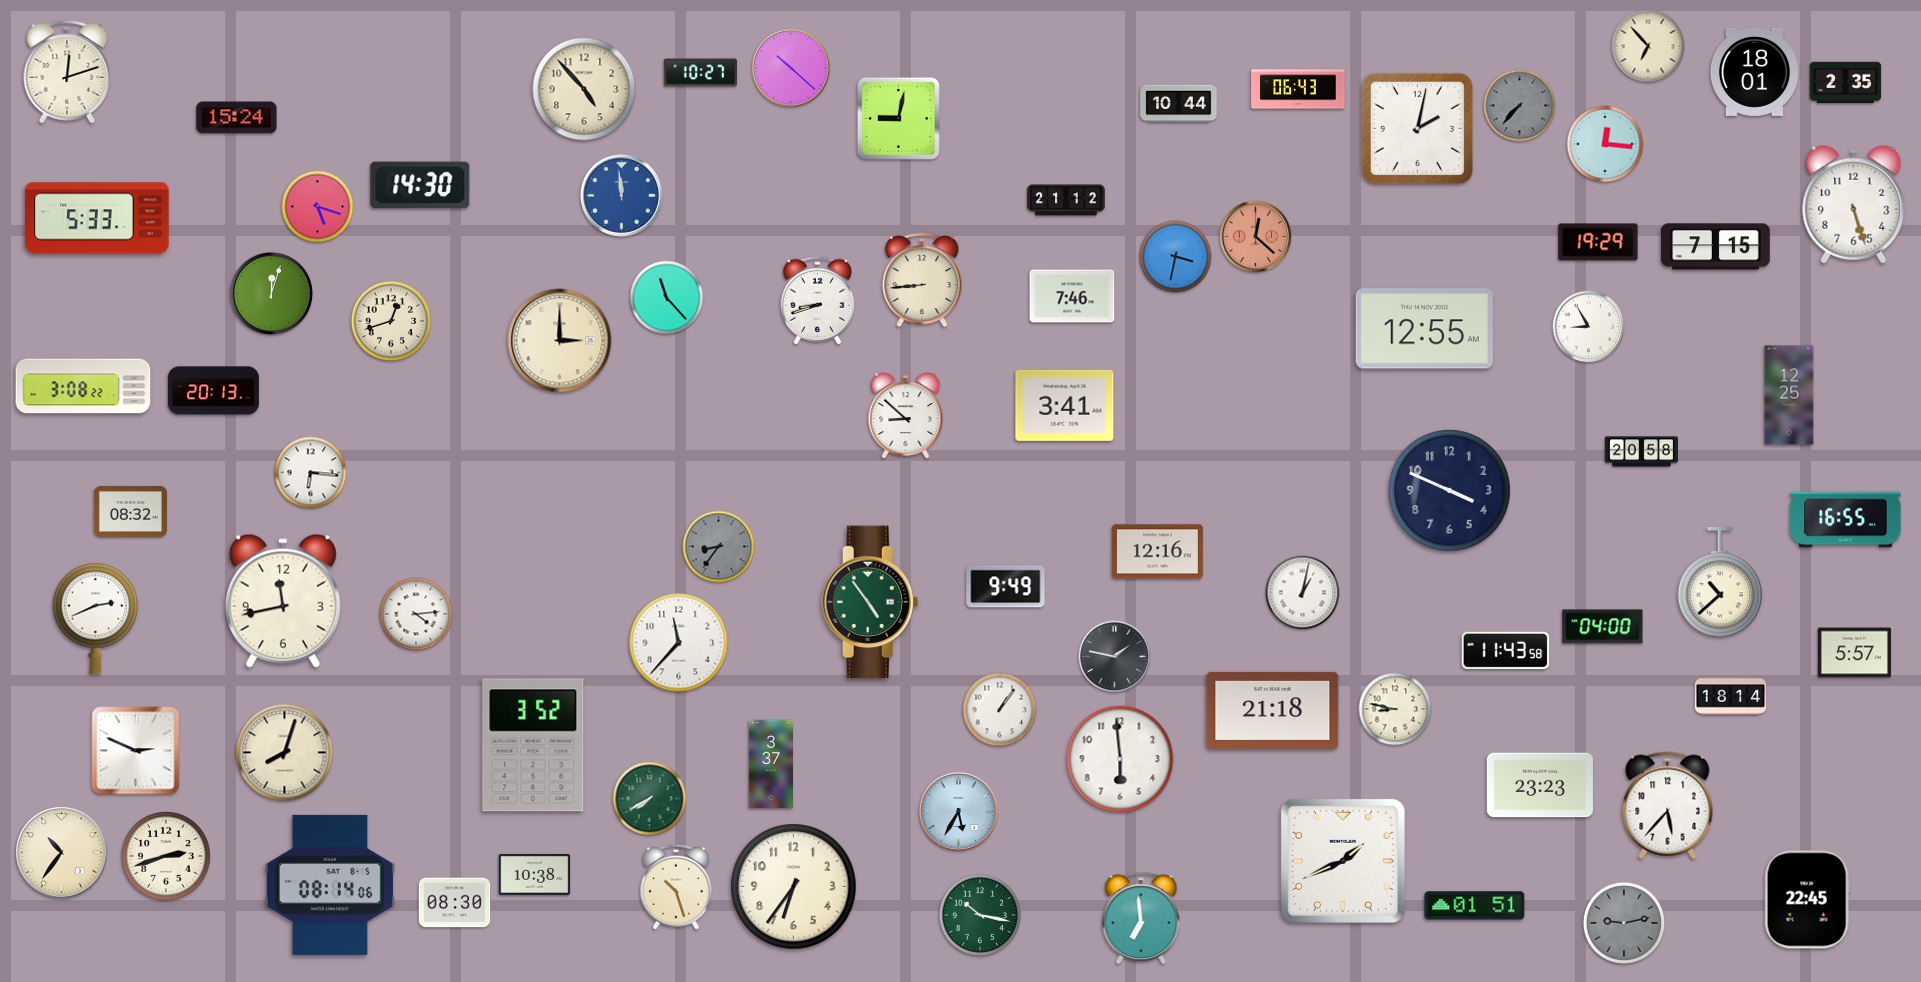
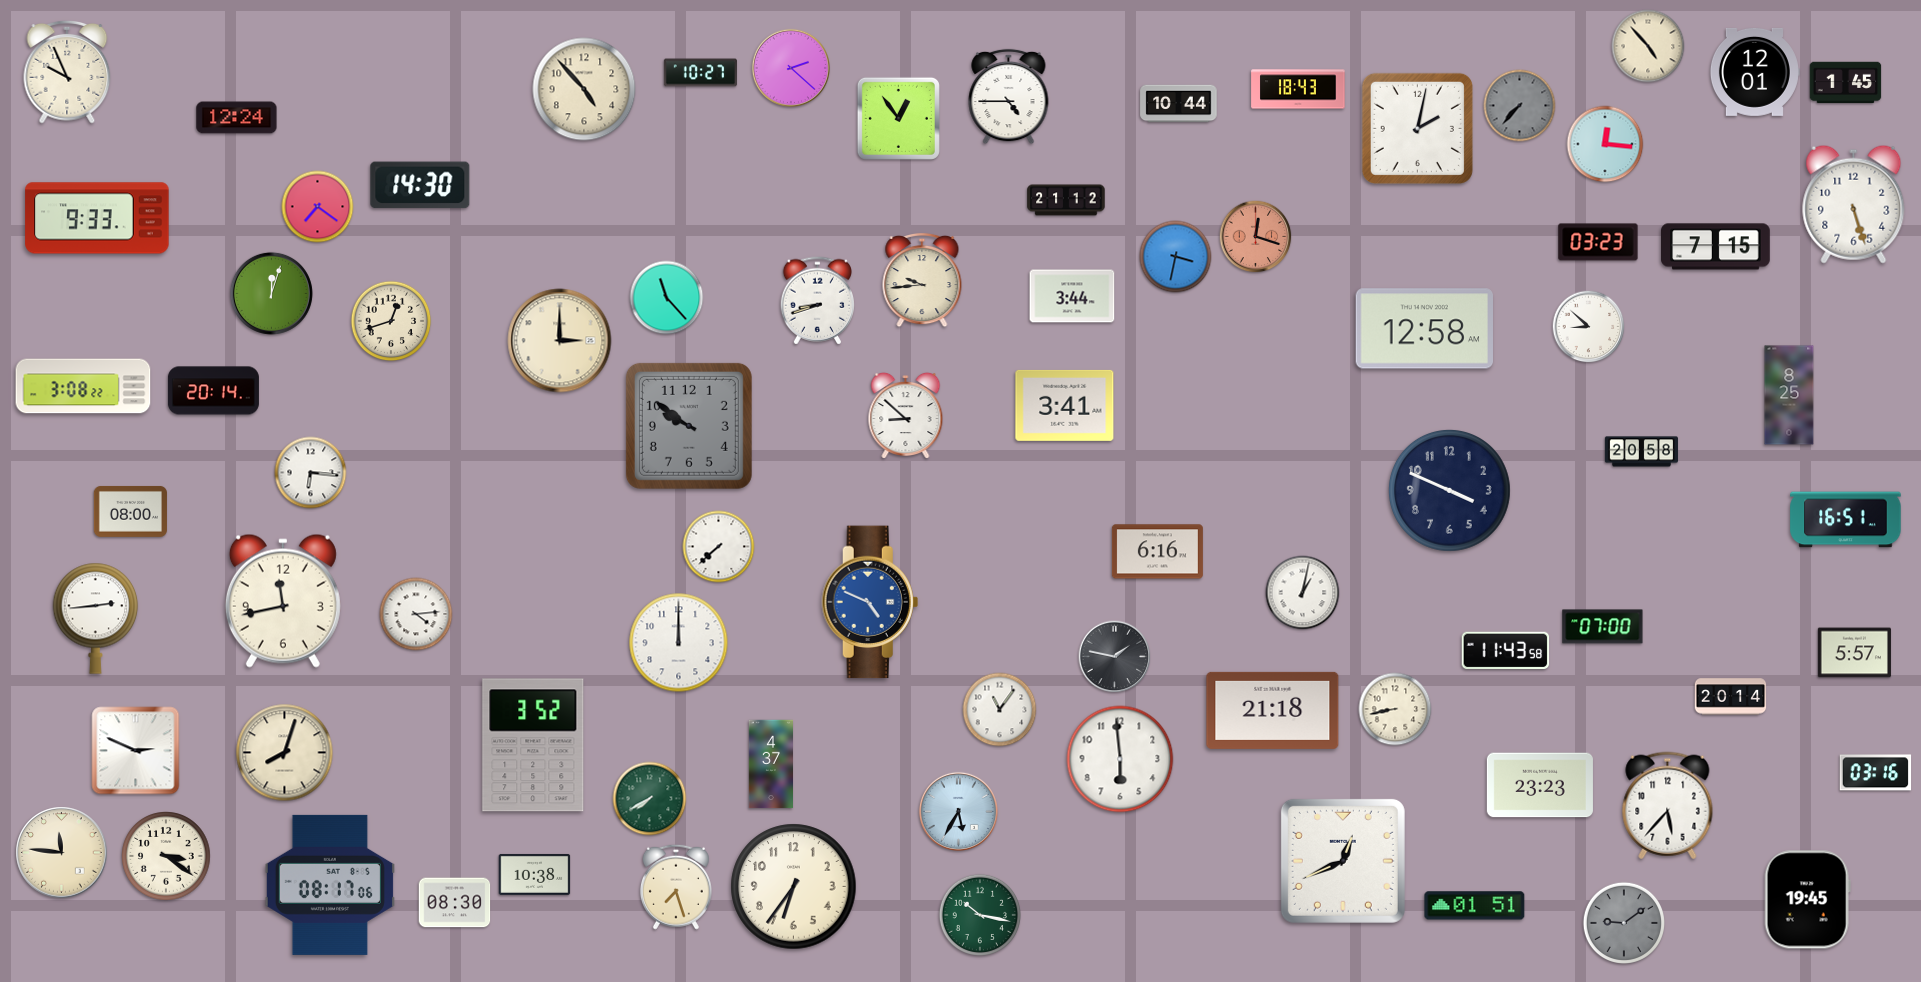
clock at (1648, 46): 6:53 -> 4:53
clock at (790, 67): 10:22 -> 2:22
clock at (67, 72): 12:12 -> 9:56
clock at (1754, 72): 18:01 -> 12:01
clock at (1846, 83): 2:35 -> 1:45
clock at (1298, 89): 06:43 -> 18:43
clock at (1009, 97): none -> 4:45
clock at (237, 118): 15:24 -> 12:24
clock at (898, 118): 9:02 -> 12:54
clock at (621, 195): 11:59 -> none
clock at (318, 207): 5:18 -> 7:21
clock at (97, 218): 5:33 -> 9:33
clock at (1256, 237): 12:22 -> 12:18
clock at (1598, 242): 19:29 -> 03:23
clock at (922, 280): 8:44 -> 9:44
clock at (1072, 296): 7:46 -> 3:44
clock at (1589, 327): 8:55 -> 8:52
clock at (1424, 329): 12:55 -> 12:58
clock at (213, 391): 20:13 -> 20:14
clock at (1789, 395): 12:25 -> 8:25
clock at (689, 426): none -> 9:51
clock at (130, 511): 08:32 -> 08:00
clock at (1846, 520): 16:55 -> 16:51
clock at (719, 547): 8:36 -> 7:38
clock at (719, 547) dial: grey -> white
clock at (1157, 552): 12:16 -> 6:16
clock at (1720, 583): 10:38 -> none
clock at (1006, 587): 9:49 -> none
clock at (870, 602): 4:54 -> 4:49
clock at (870, 602) dial: green -> blue
clock at (96, 618): 2:41 -> 2:44
clock at (1603, 627): 04:00 -> 07:00
clock at (679, 643): 11:37 -> 12:00
clock at (1731, 697): 18:14 -> 20:14
clock at (1395, 709): 8:47 -> 8:43
clock at (1000, 710): 1:06 -> 11:06
clock at (770, 764): 3:37 -> 4:37
clock at (1876, 773): none -> 03:16
clock at (62, 853): 10:36 -> 11:46
clock at (166, 856): 2:42 -> 3:21
clock at (1343, 861): 1:41 -> 12:41
clock at (330, 885): 08:14 -> 08:17
clock at (676, 887): 10:27 -> 7:27
clock at (1807, 900): 22:45 -> 19:45
clock at (1141, 918): 6:59 -> none
clock at (1623, 922): 9:13 -> 9:09
